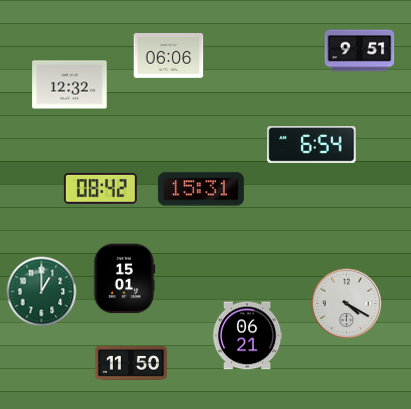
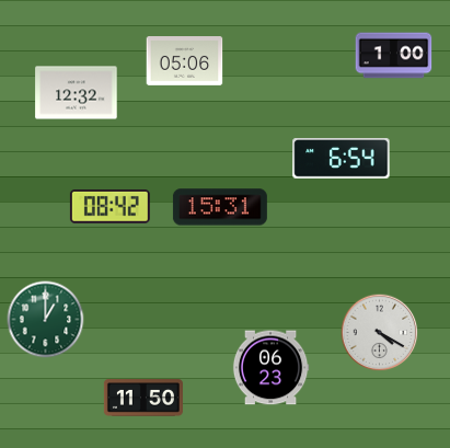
clock at (360, 51): 9:51 -> 1:00
clock at (169, 56): 06:06 -> 05:06
clock at (124, 279): 15:01 -> none
clock at (247, 336): 06:21 -> 06:23
